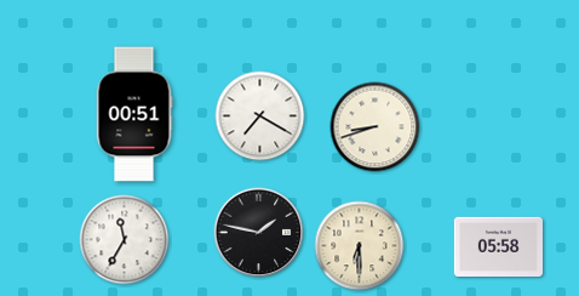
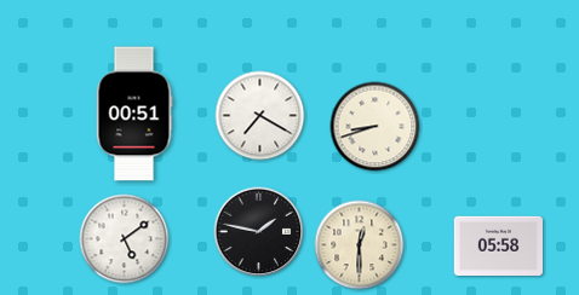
clock at (125, 240): 11:35 -> 5:09
clock at (360, 246): 6:30 -> 12:30
